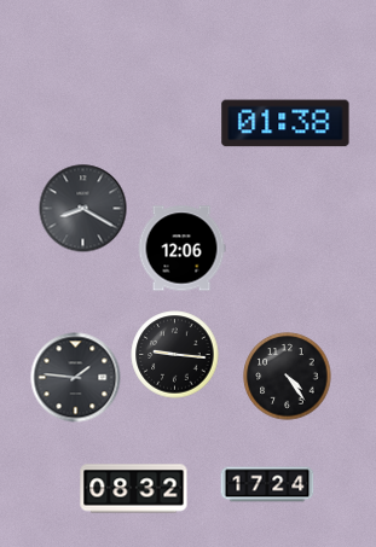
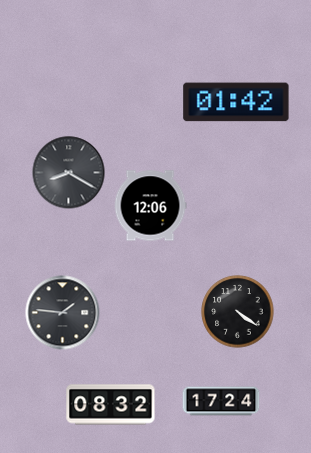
clock at (285, 123): 01:38 -> 01:42
clock at (175, 355): 9:16 -> none
clock at (288, 377): 4:24 -> 4:21
